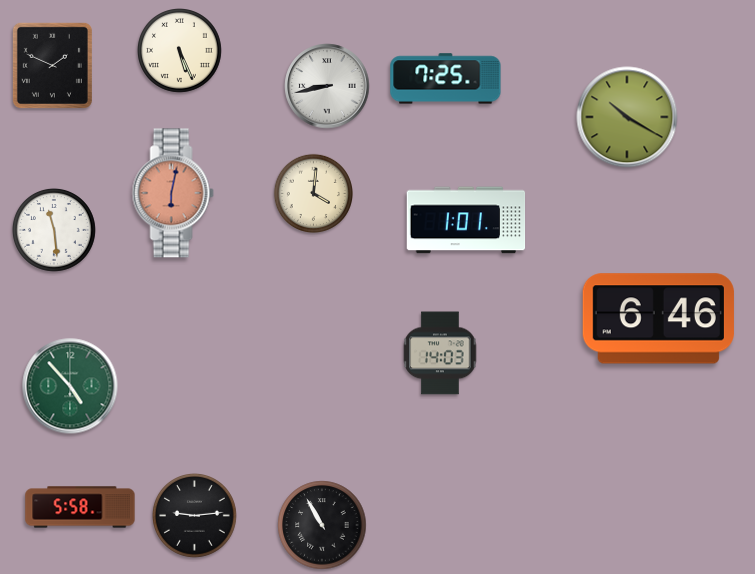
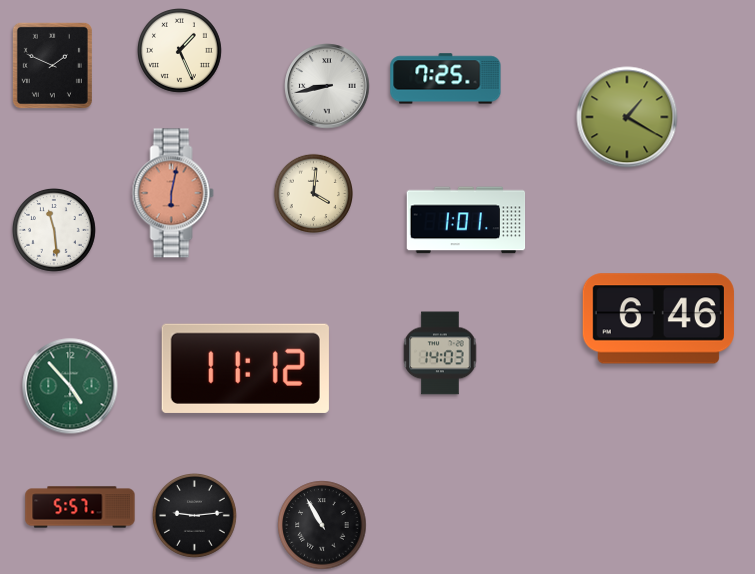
clock at (180, 51): 5:26 -> 1:26
clock at (627, 117): 10:20 -> 1:20
clock at (245, 368): none -> 11:12
clock at (80, 507): 5:58 -> 5:57
